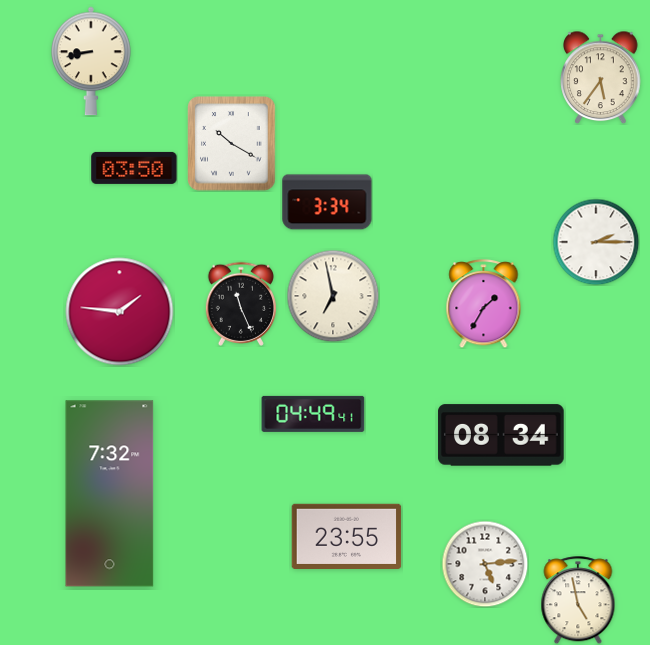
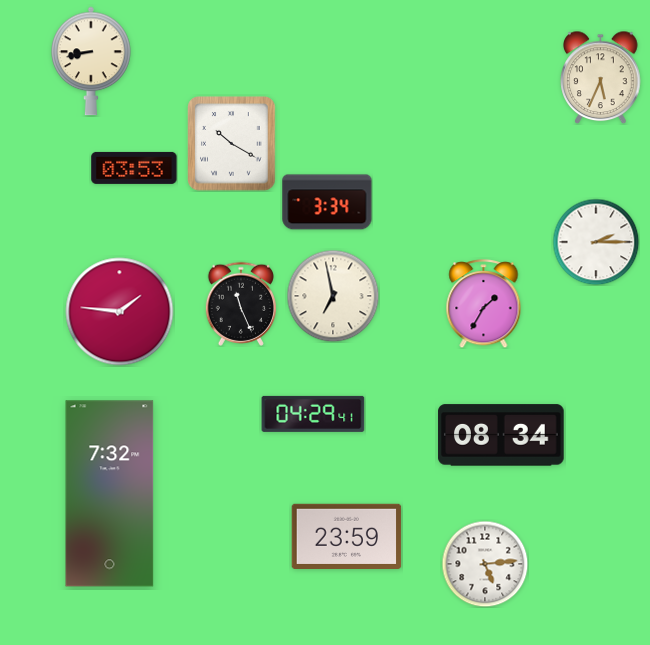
clock at (601, 77): 5:36 -> 5:34
clock at (134, 168): 03:50 -> 03:53
clock at (313, 414): 04:49 -> 04:29
clock at (347, 536): 23:55 -> 23:59
clock at (578, 600): 4:58 -> none
